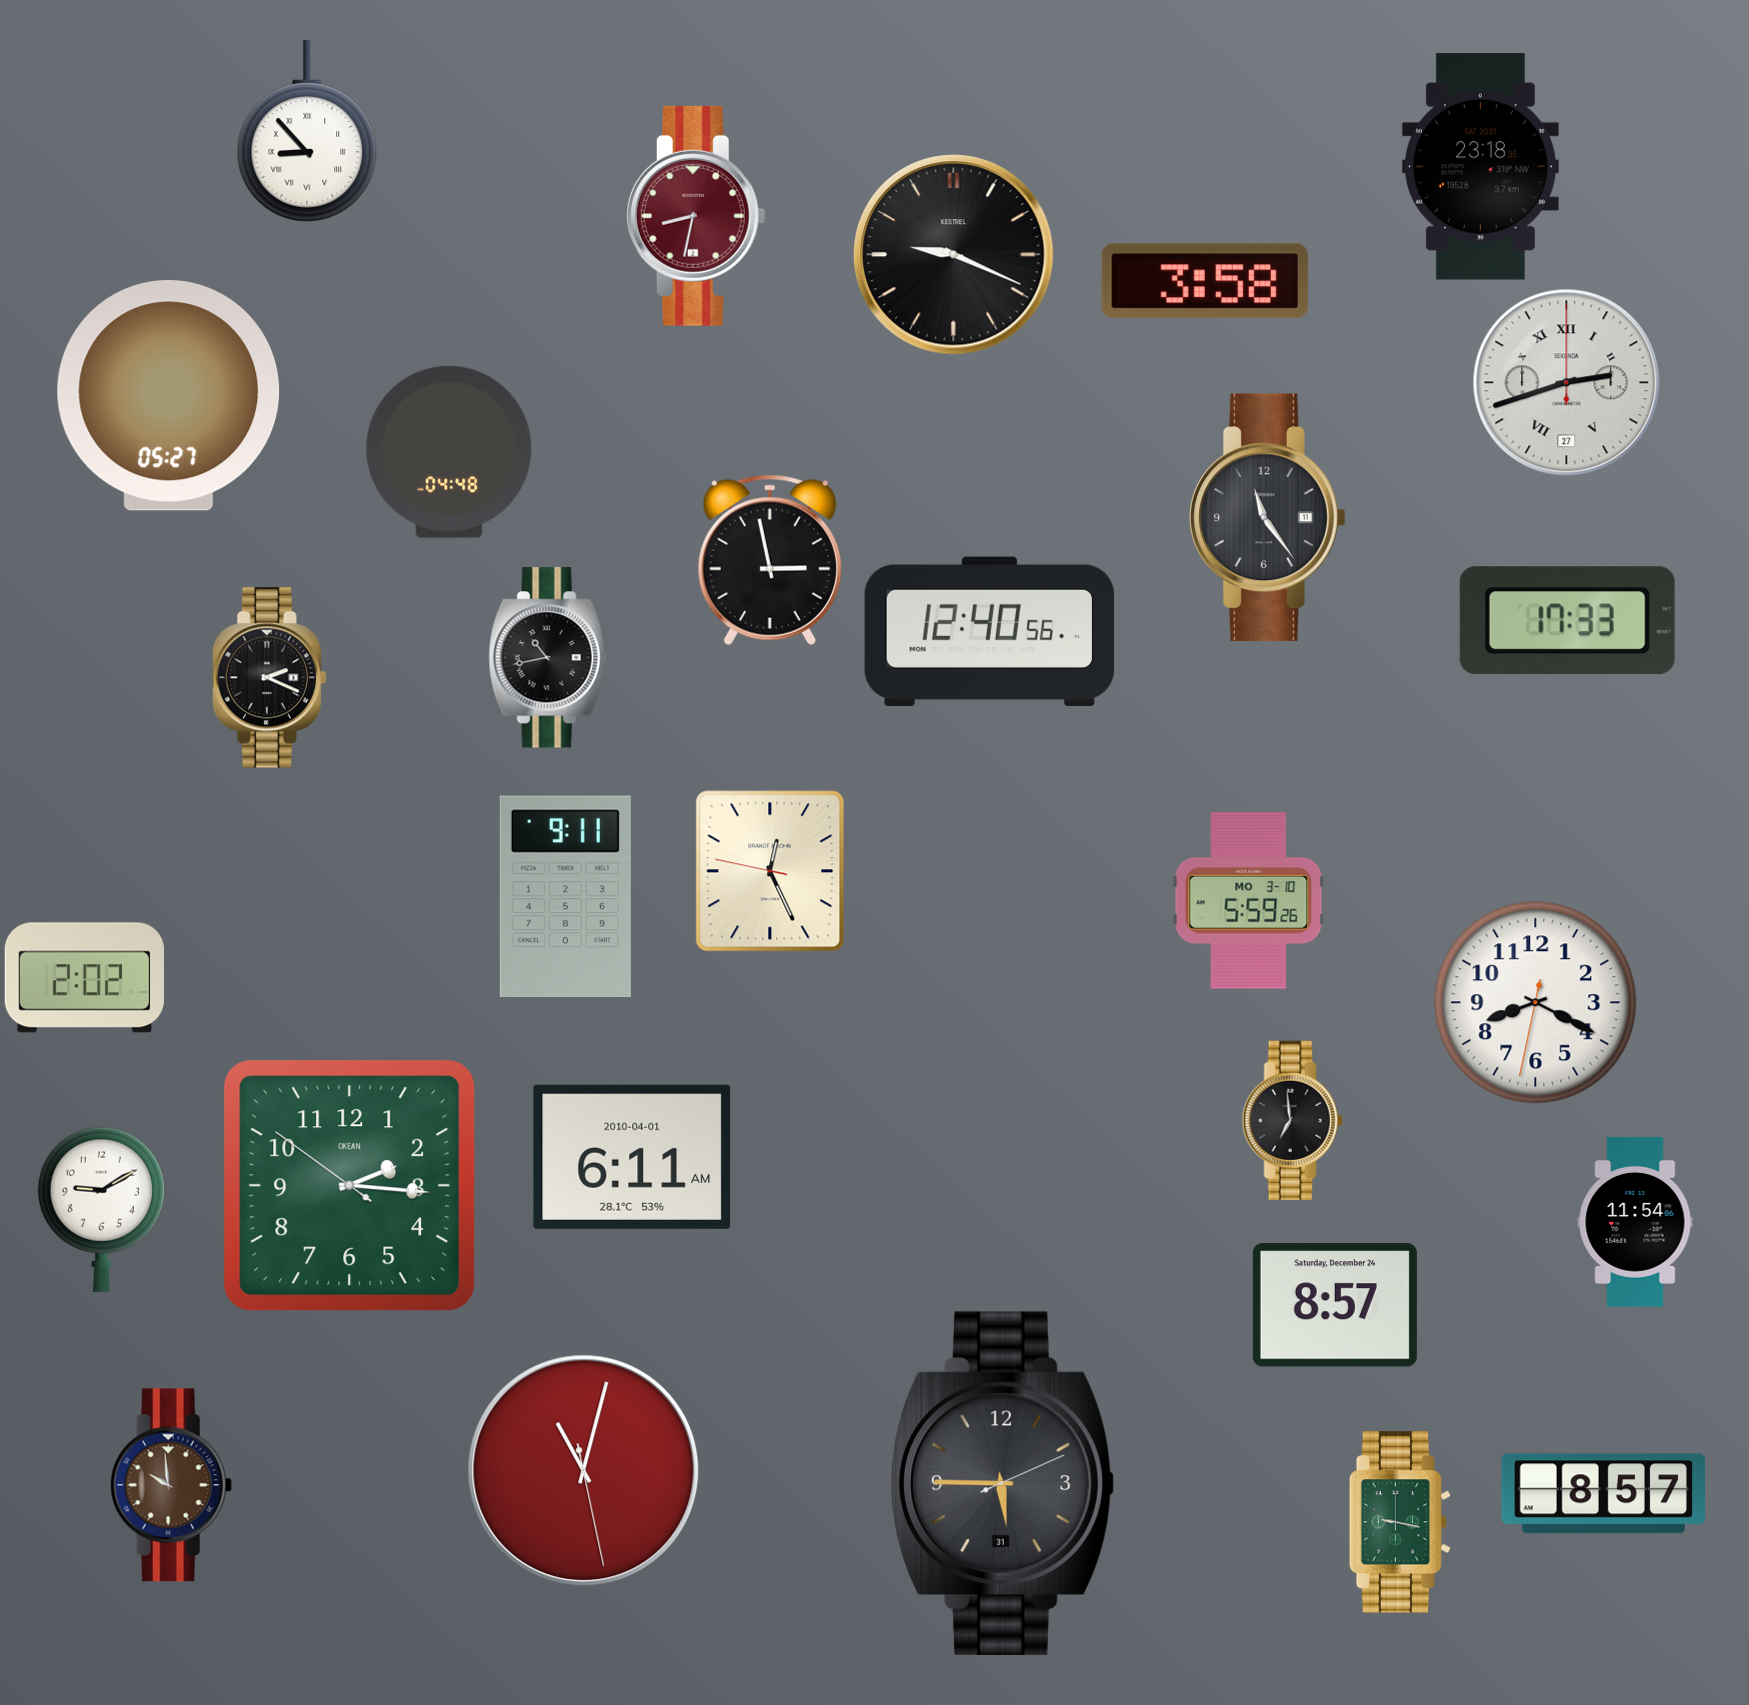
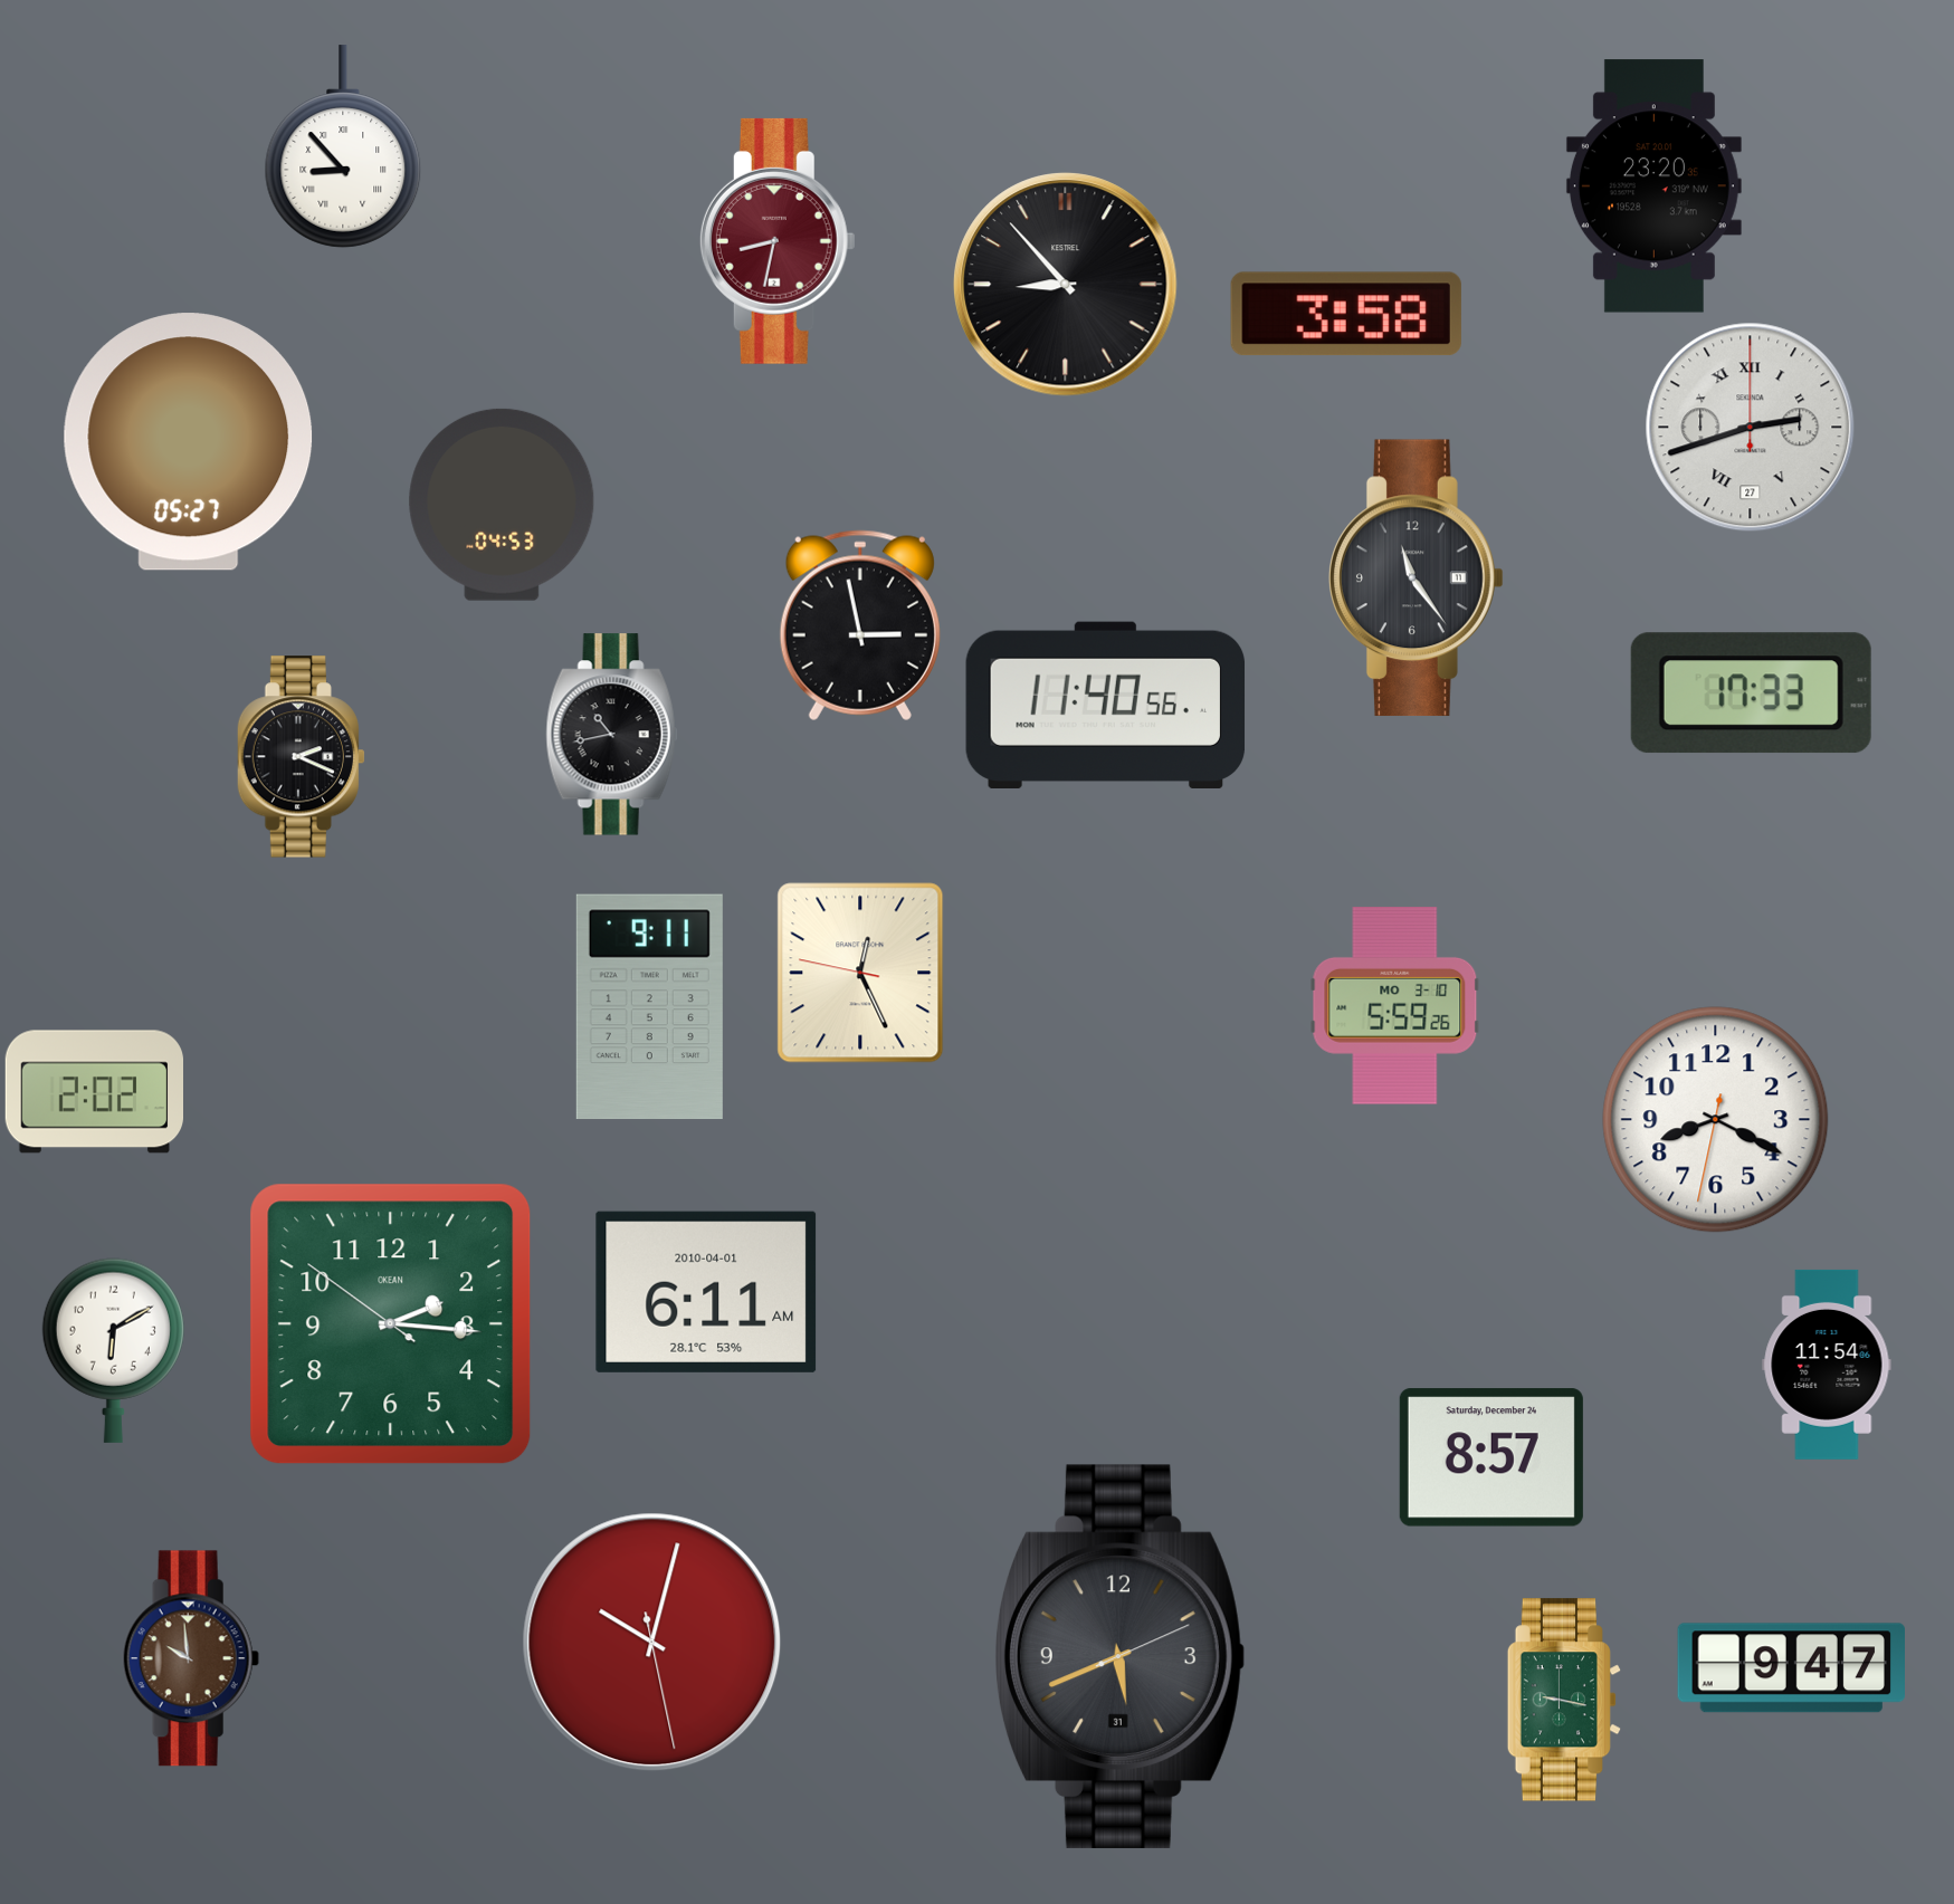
clock at (1480, 167): 23:18 -> 23:20
clock at (954, 255): 9:19 -> 8:53
clock at (449, 452): 04:48 -> 04:53
clock at (990, 631): 12:40 -> 11:40
clock at (565, 897) position: (565, 897) -> (649, 1007)
clock at (1292, 1120): 6:59 -> none
clock at (101, 1209): 9:10 -> 6:10
clock at (584, 1471): 11:02 -> 10:02
clock at (1002, 1483): 5:45 -> 5:41
clock at (1603, 1494): 8:57 -> 9:47
